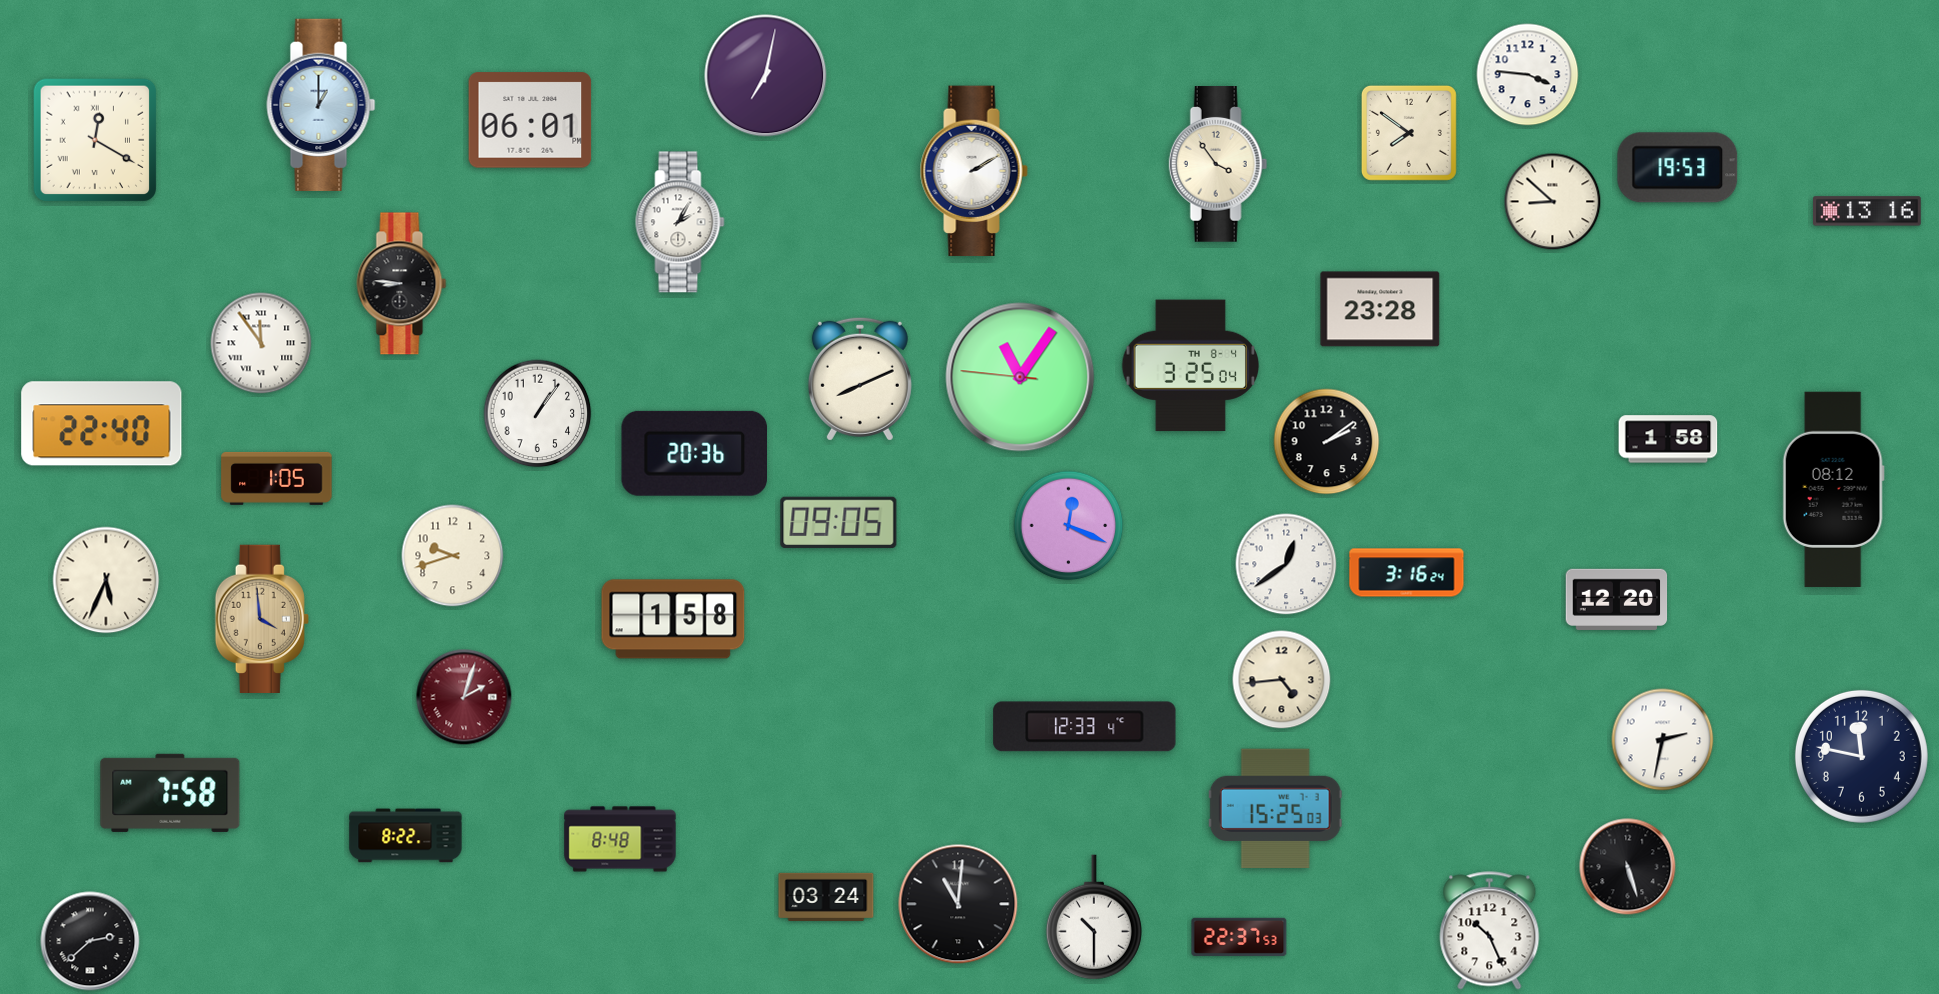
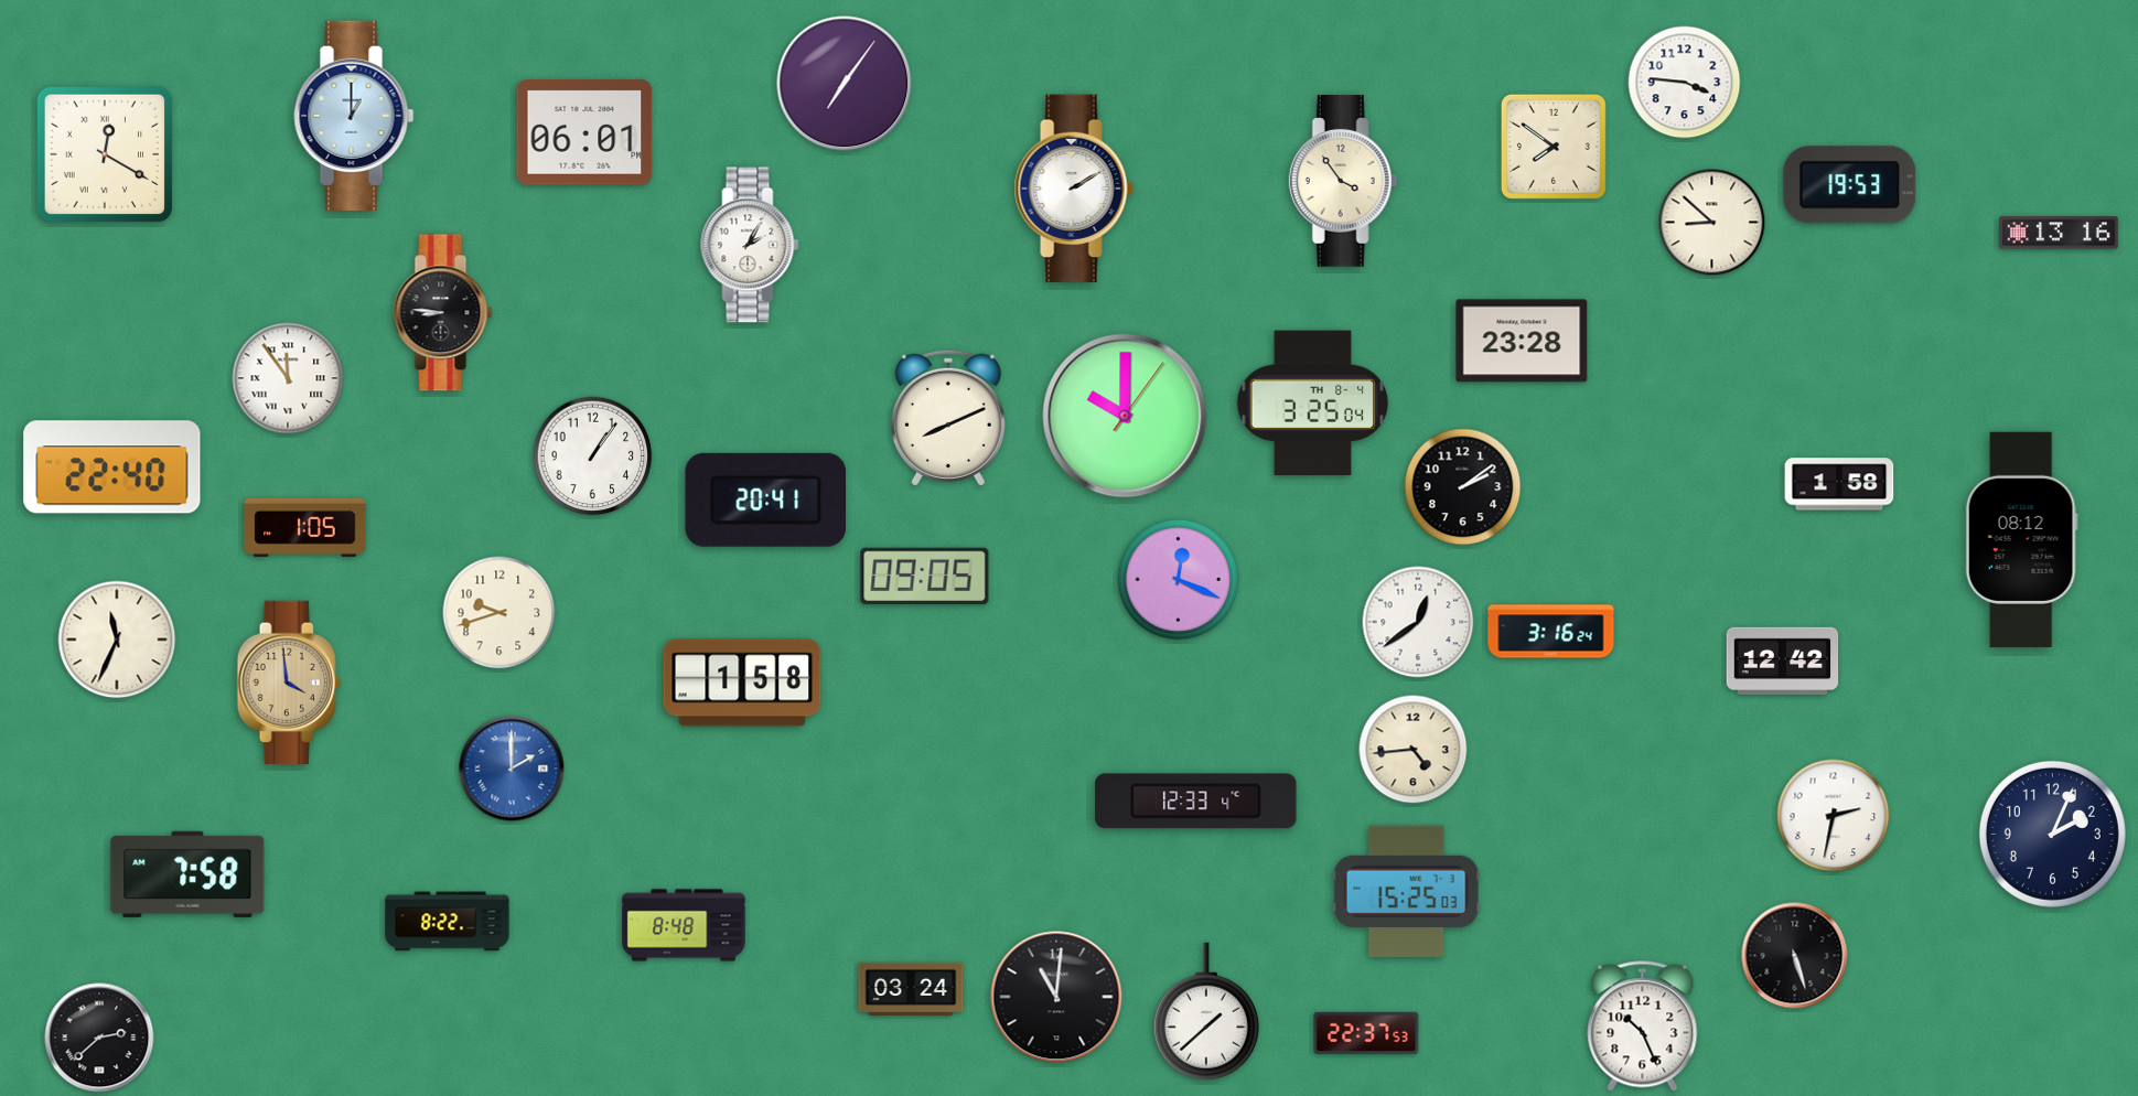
clock at (766, 76): 7:02 -> 7:06
clock at (1020, 377): 11:05 -> 10:00
clock at (694, 453): 20:36 -> 20:41
clock at (106, 580): 5:34 -> 11:34
clock at (1617, 599): 12:20 -> 12:42
clock at (464, 697): 2:03 -> 2:00
clock at (464, 697) dial: burgundy -> blue
clock at (1861, 756): 11:47 -> 2:04
clock at (1094, 917): 10:30 -> 1:38
